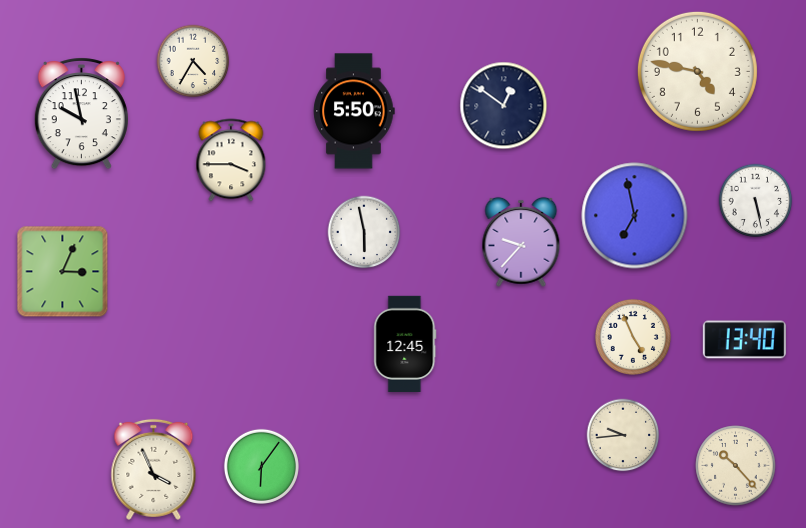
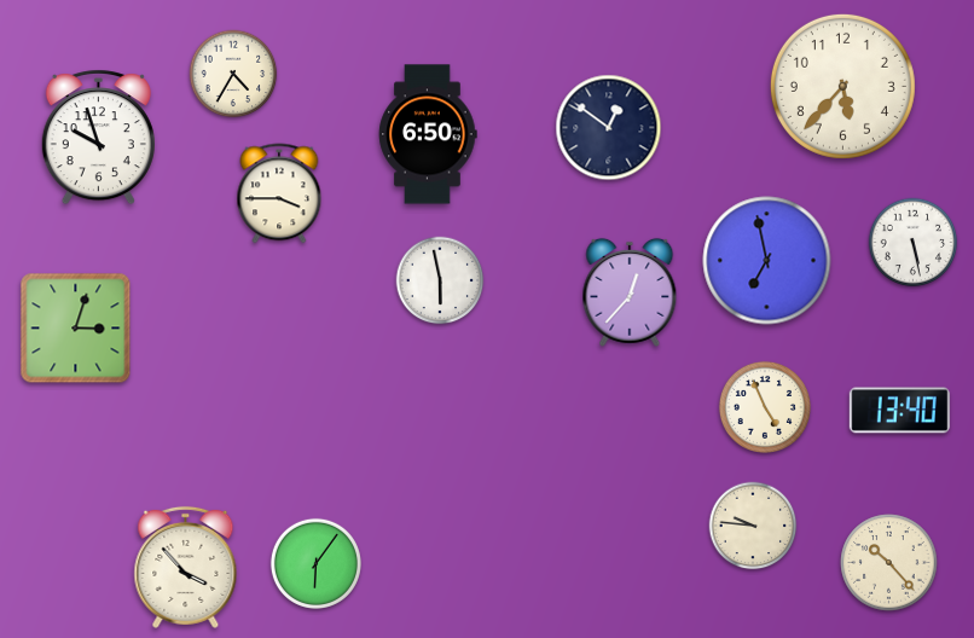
clock at (697, 71): 4:47 -> 5:37
clock at (354, 111): 5:50 -> 6:50
clock at (81, 114): 9:58 -> 9:57
clock at (521, 242): 9:37 -> 12:37
clock at (63, 272): 3:04 -> 3:03
clock at (405, 344): 12:45 -> none
clock at (623, 435): 9:44 -> 9:46
clock at (154, 469): 3:56 -> 3:53
